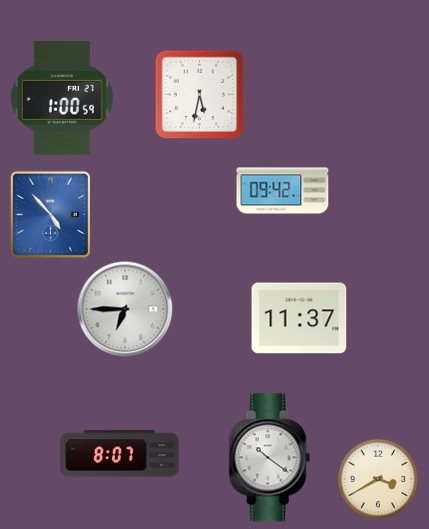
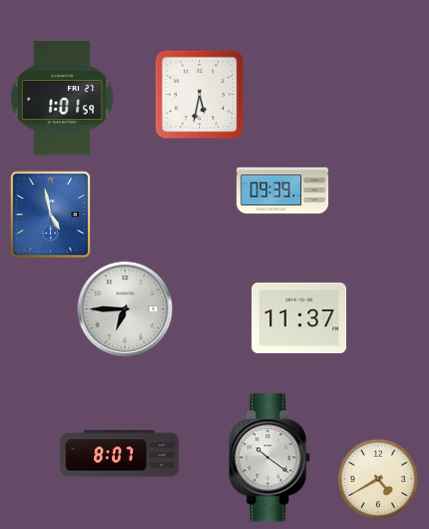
clock at (62, 98): 1:00 -> 1:01
clock at (283, 191): 09:42 -> 09:39
clock at (50, 214): 4:53 -> 4:58
clock at (378, 479): 3:40 -> 4:40
